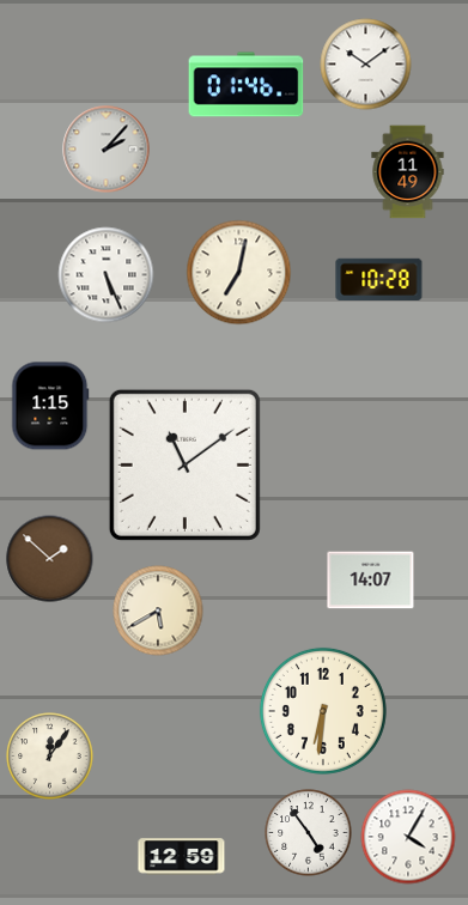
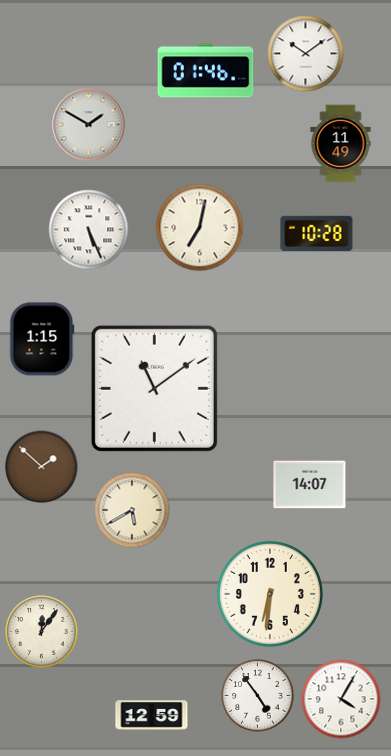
clock at (107, 150): 2:07 -> 1:50
